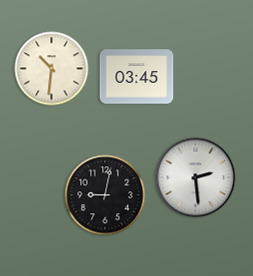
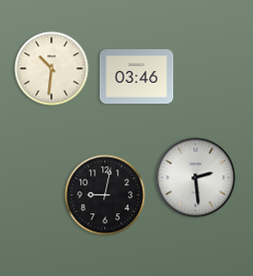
clock at (137, 77): 03:45 -> 03:46
